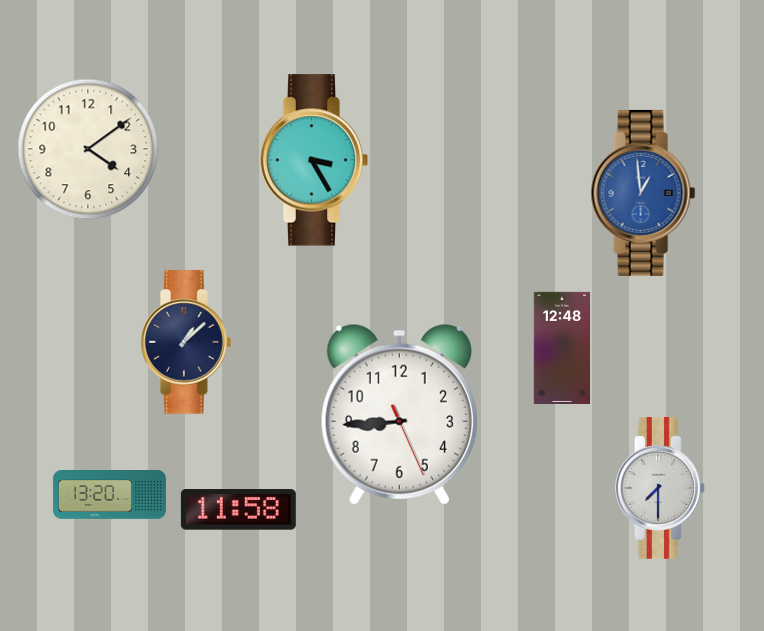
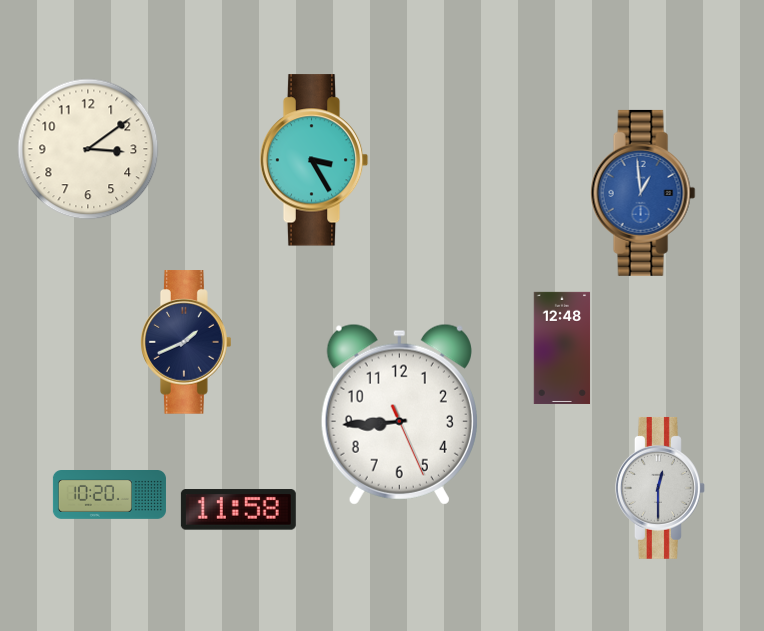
clock at (88, 149): 4:09 -> 3:09
clock at (187, 342): 1:08 -> 1:41
clock at (661, 488): 7:30 -> 12:30
clock at (109, 495): 13:20 -> 10:20
